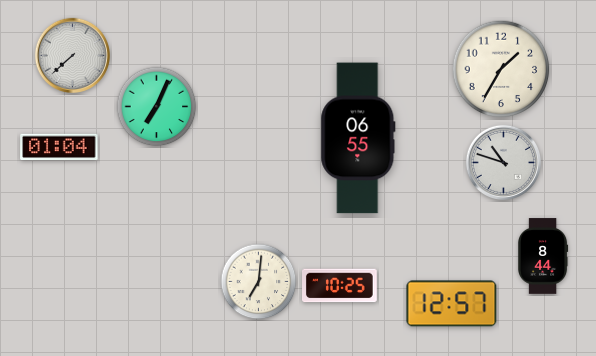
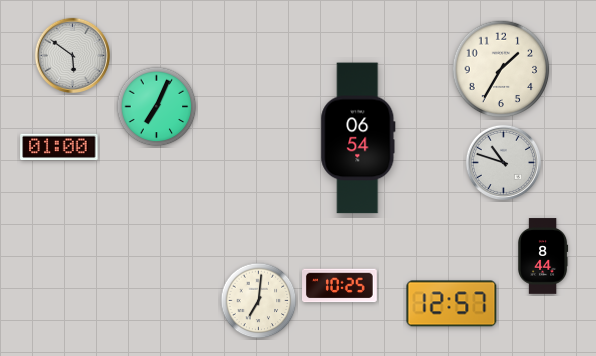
clock at (72, 55): 7:38 -> 5:51
clock at (358, 138): 06:55 -> 06:54
clock at (59, 147): 01:04 -> 01:00
clock at (259, 282) position: (259, 282) -> (259, 301)
